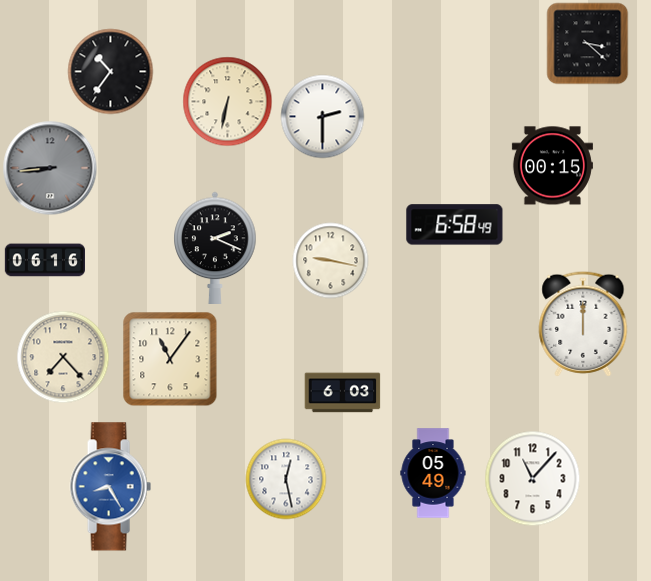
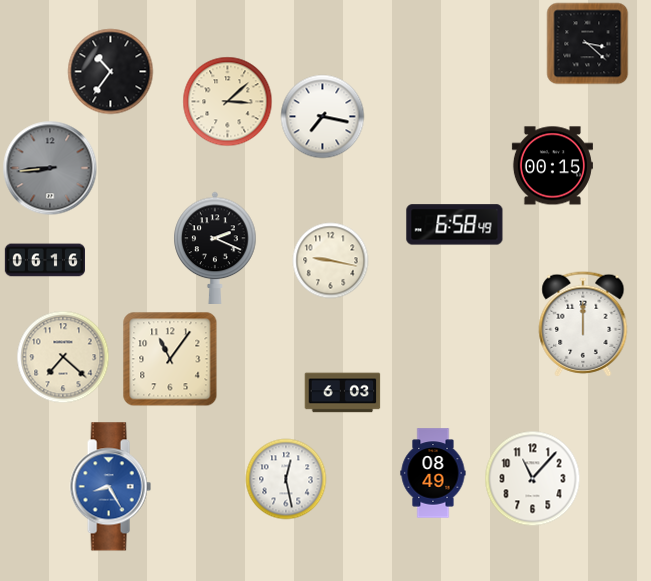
clock at (228, 102): 6:32 -> 3:08
clock at (323, 117): 2:30 -> 7:17
clock at (63, 357): 7:23 -> 7:22
clock at (433, 473): 05:49 -> 08:49
